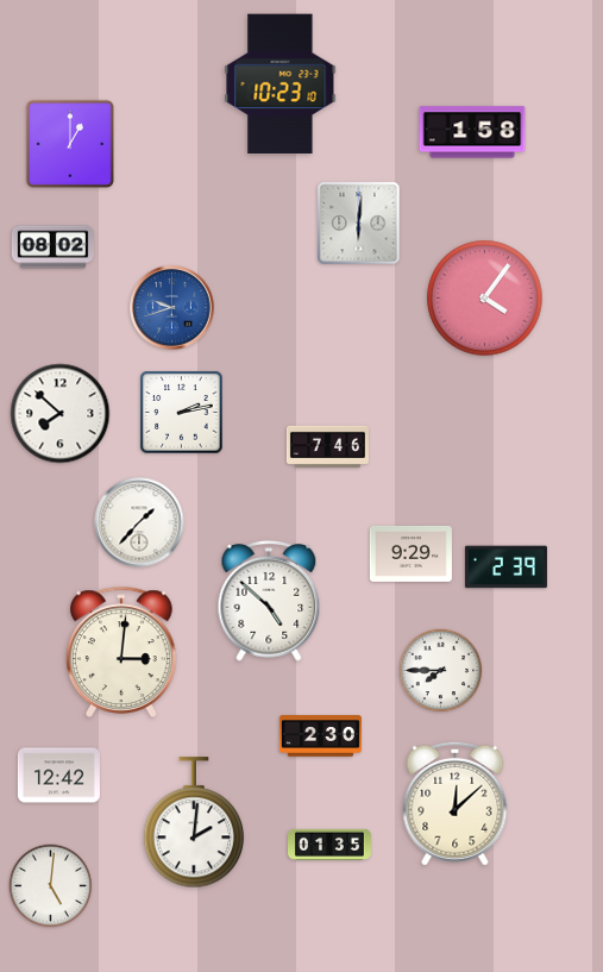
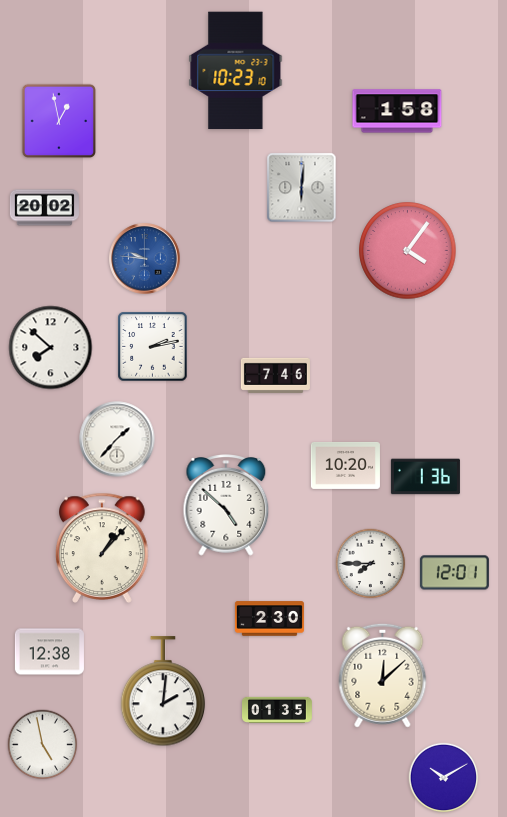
clock at (70, 144): 1:00 -> 12:58
clock at (52, 247): 08:02 -> 20:02
clock at (172, 308): 9:42 -> 9:46
clock at (410, 553): 9:29 -> 10:20
clock at (505, 567): 2:39 -> 1:36
clock at (121, 652): 3:01 -> 1:07
clock at (454, 573): none -> 12:01
clock at (58, 776): 12:42 -> 12:38
clock at (51, 886): 5:01 -> 4:58
clock at (444, 778): none -> 10:10
